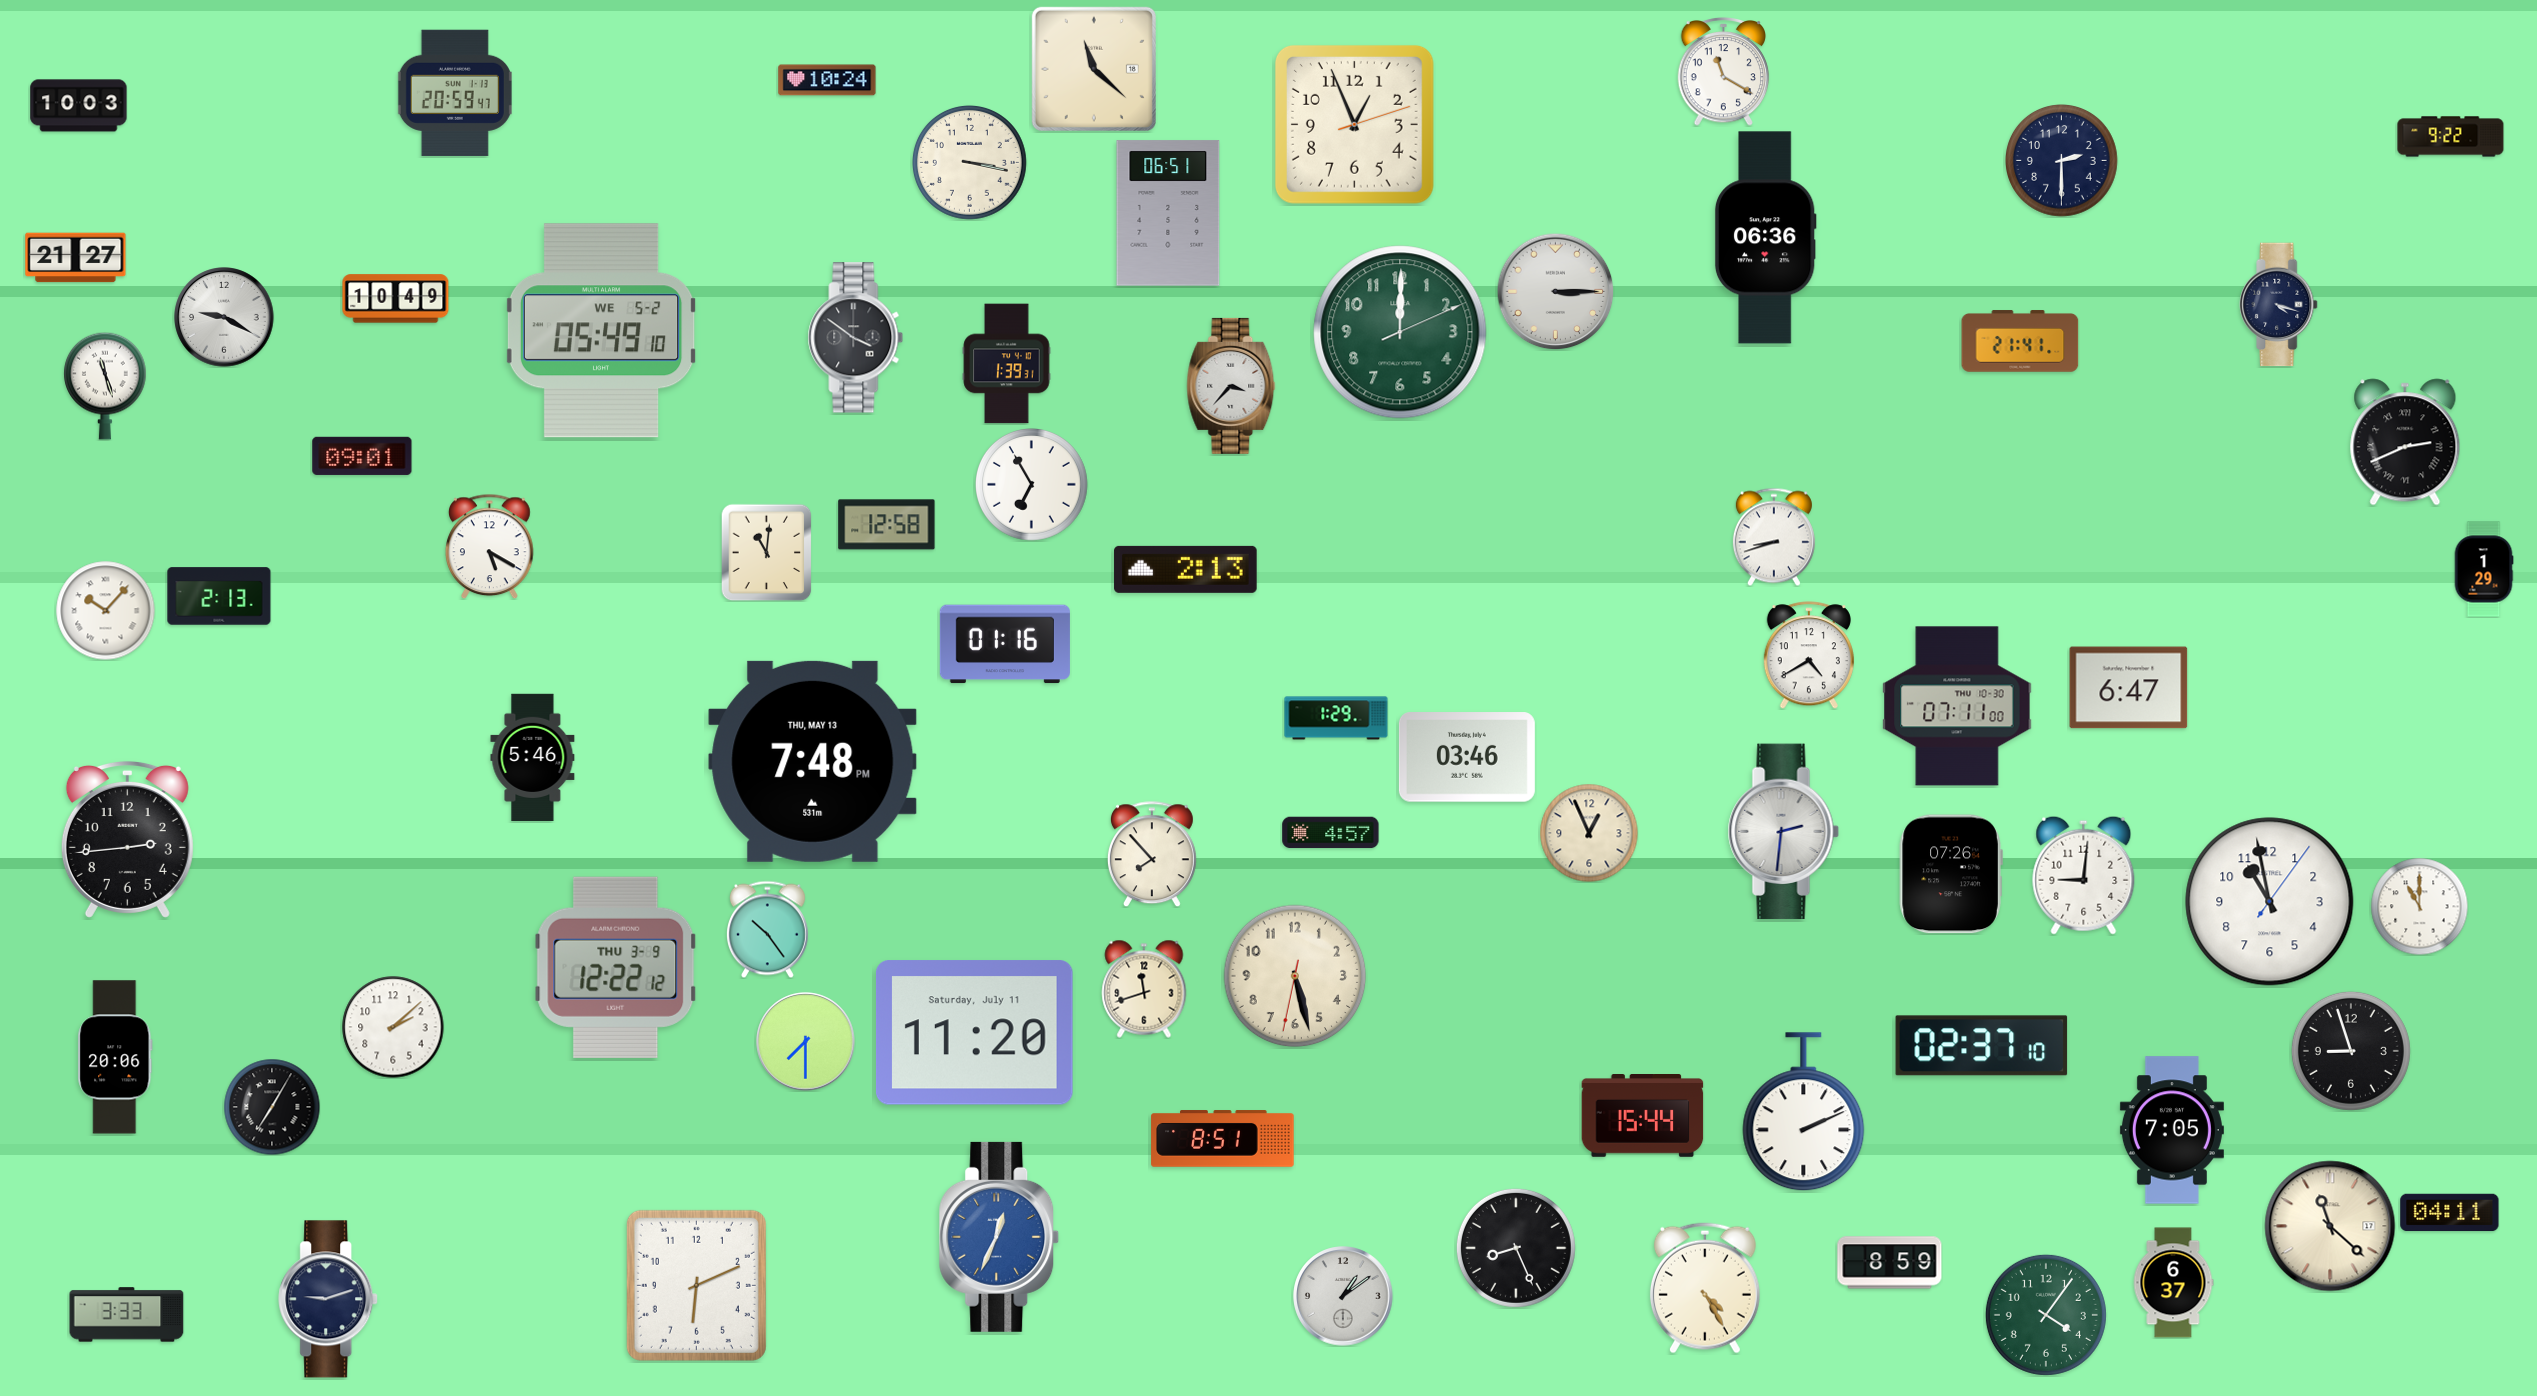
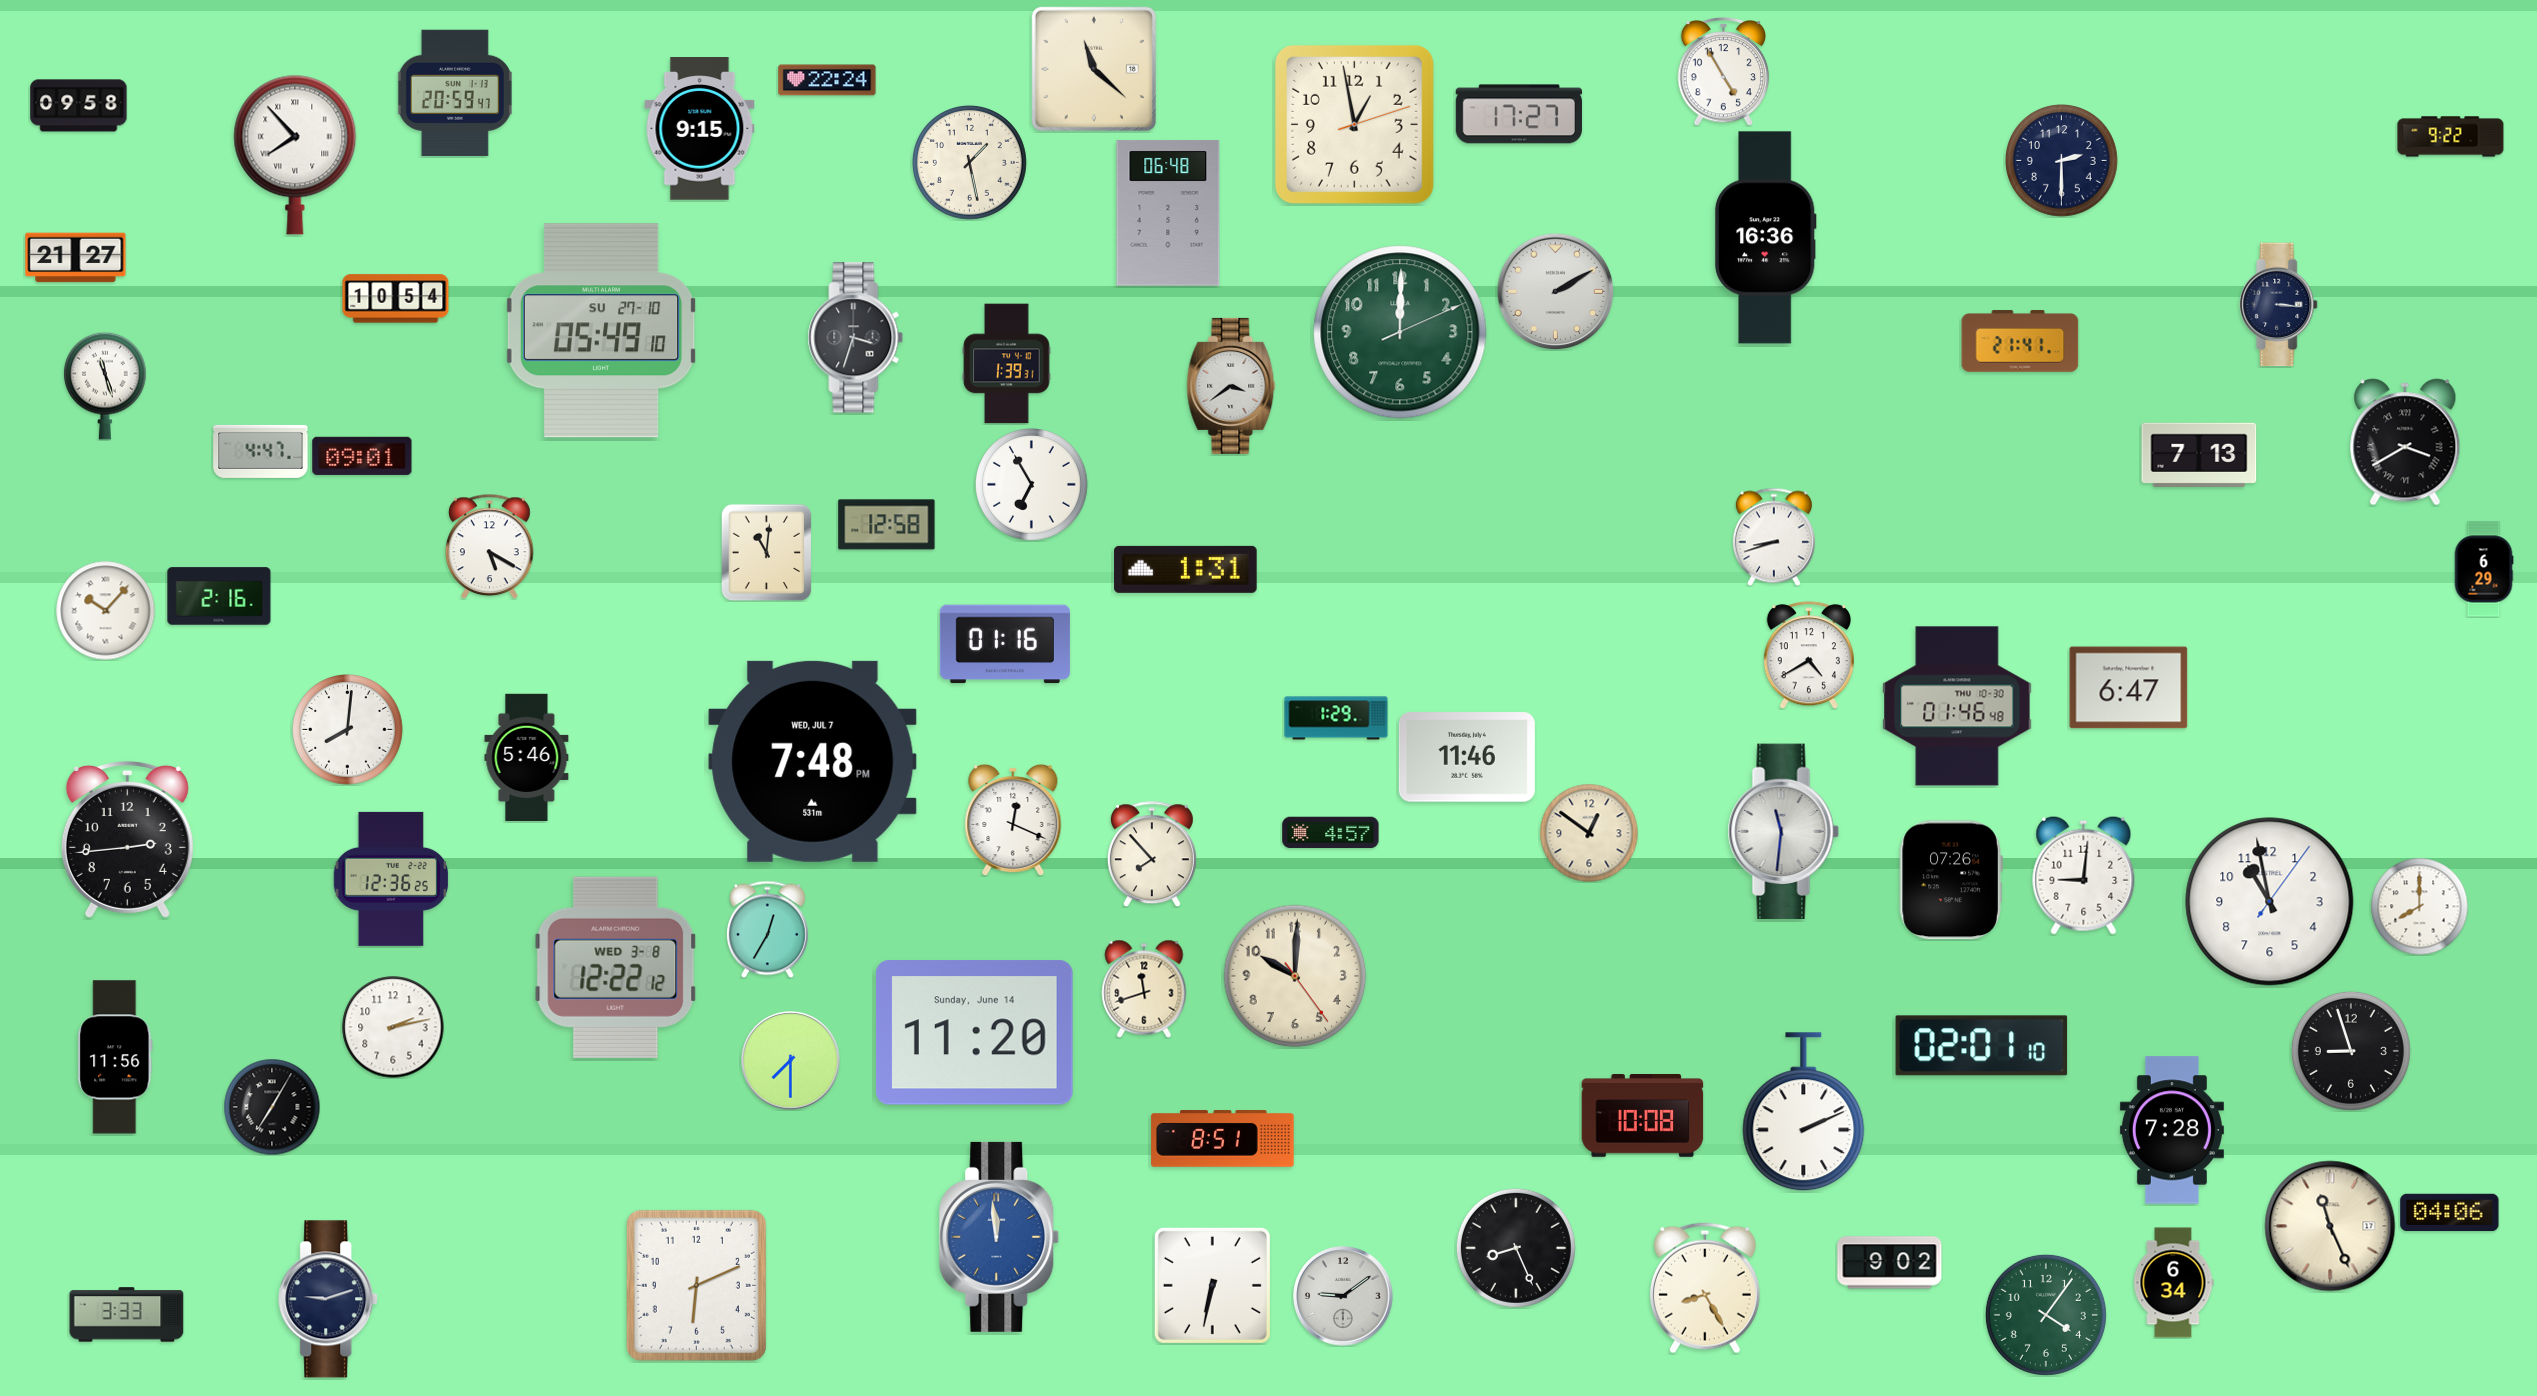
clock at (1724, 72): 11:20 -> 4:55
clock at (827, 80): 10:24 -> 22:24
clock at (79, 106): 10:03 -> 09:58
clock at (1518, 114): none -> 17:27
clock at (1354, 124): 12:56 -> 12:58
clock at (700, 129): none -> 9:15
clock at (295, 155): none -> 7:53
clock at (969, 162): 3:17 -> 1:28
clock at (1168, 213): 06:51 -> 06:48
clock at (1765, 238): 06:36 -> 16:36
clock at (1555, 291): 3:15 -> 2:10
clock at (396, 299): 10:49 -> 10:54
clock at (2279, 305): 4:18 -> 3:16
clock at (224, 317): 9:20 -> none
clock at (602, 331) date: WE 5-2 -> SU 27-10
clock at (856, 338): 3:51 -> 3:33
clock at (1231, 386): 3:37 -> 3:39
clock at (2405, 442): 2:41 -> 3:40
clock at (261, 451): none -> 4:47
clock at (2199, 455): none -> 7:13
clock at (1186, 569): 2:13 -> 1:31
clock at (2484, 569): 1:29 -> 6:29
clock at (219, 596): 2:13 -> 2:16
clock at (1957, 706): 07:11 -> 01:46
clock at (348, 730): none -> 8:01
clock at (533, 757) position: (533, 757) -> (527, 757)
clock at (1467, 757): 03:46 -> 11:46
clock at (813, 761) date: THU, MAY 13 -> WED, JUL 7
clock at (1013, 820): none -> 12:19
clock at (1783, 832): 2:31 -> 11:31
clock at (1589, 833): 12:56 -> 12:51
clock at (1951, 874) position: (1951, 874) -> (1951, 880)
clock at (391, 879): none -> 12:36
clock at (2419, 906): 11:00 -> 8:00
clock at (767, 929): 10:24 -> 12:35
clock at (616, 967) date: THU 3-9 -> WED 3-8
clock at (1295, 976): 5:27 -> 10:00
clock at (393, 1027): 2:08 -> 2:13
clock at (974, 1033) date: Saturday, July 11 -> Sunday, June 14
clock at (806, 1042) position: (806, 1042) -> (791, 1061)
clock at (1982, 1046): 02:37 -> 02:01
clock at (115, 1057): 20:06 -> 11:56
clock at (1643, 1116): 15:44 -> 10:08
clock at (2172, 1130): 7:05 -> 7:28
clock at (2450, 1213): 04:11 -> 04:06
clock at (2330, 1226): 11:22 -> 11:26
clock at (999, 1237): 12:34 -> 11:59
clock at (1890, 1263): 8:59 -> 9:02
clock at (2173, 1283): 6:37 -> 6:34
clock at (1212, 1285): none -> 6:32
clock at (1705, 1288): 4:25 -> 8:25
clock at (1343, 1296): 1:09 -> 9:09
